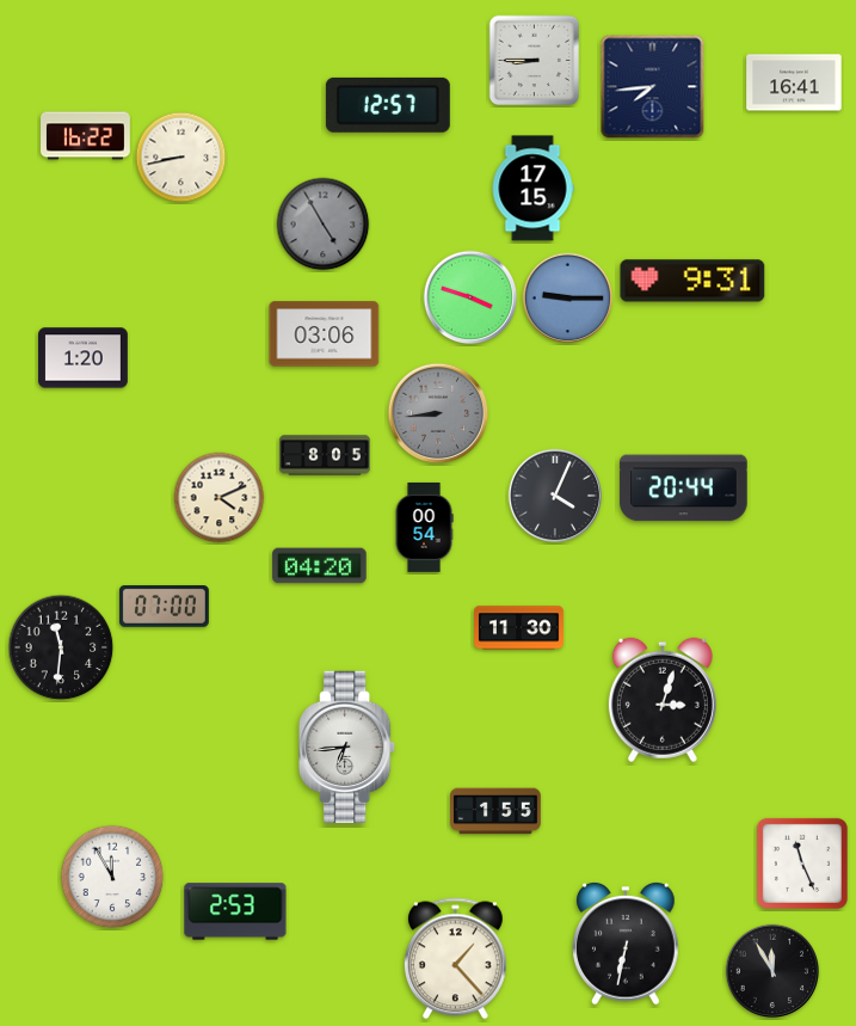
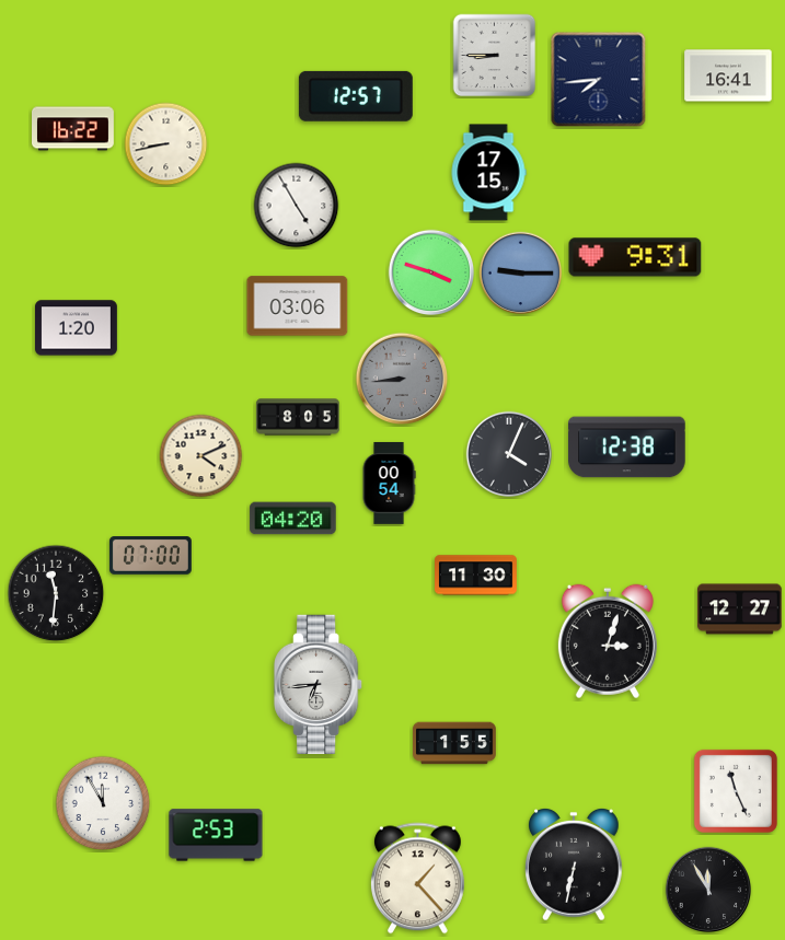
clock at (535, 61) position: (535, 61) -> (495, 56)
clock at (86, 136) position: (86, 136) -> (73, 129)
clock at (324, 225) dial: grey -> white
clock at (684, 489): 20:44 -> 12:38
clock at (740, 610): none -> 12:27
